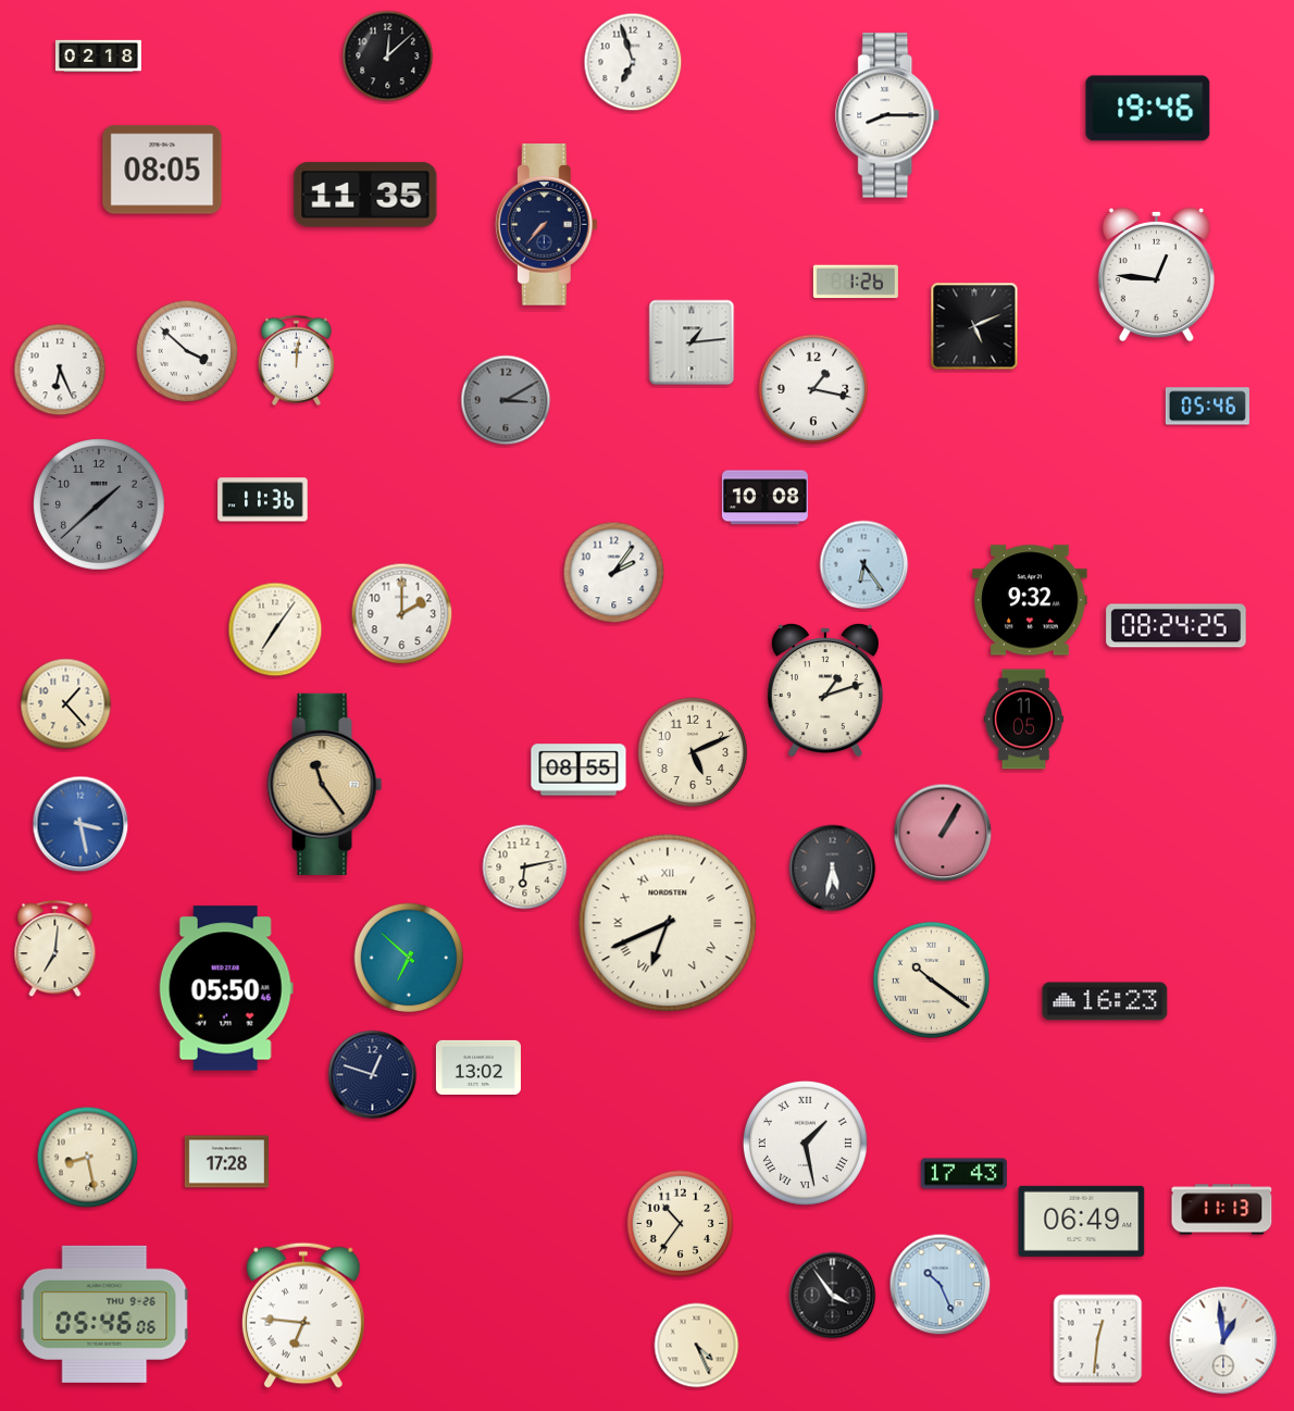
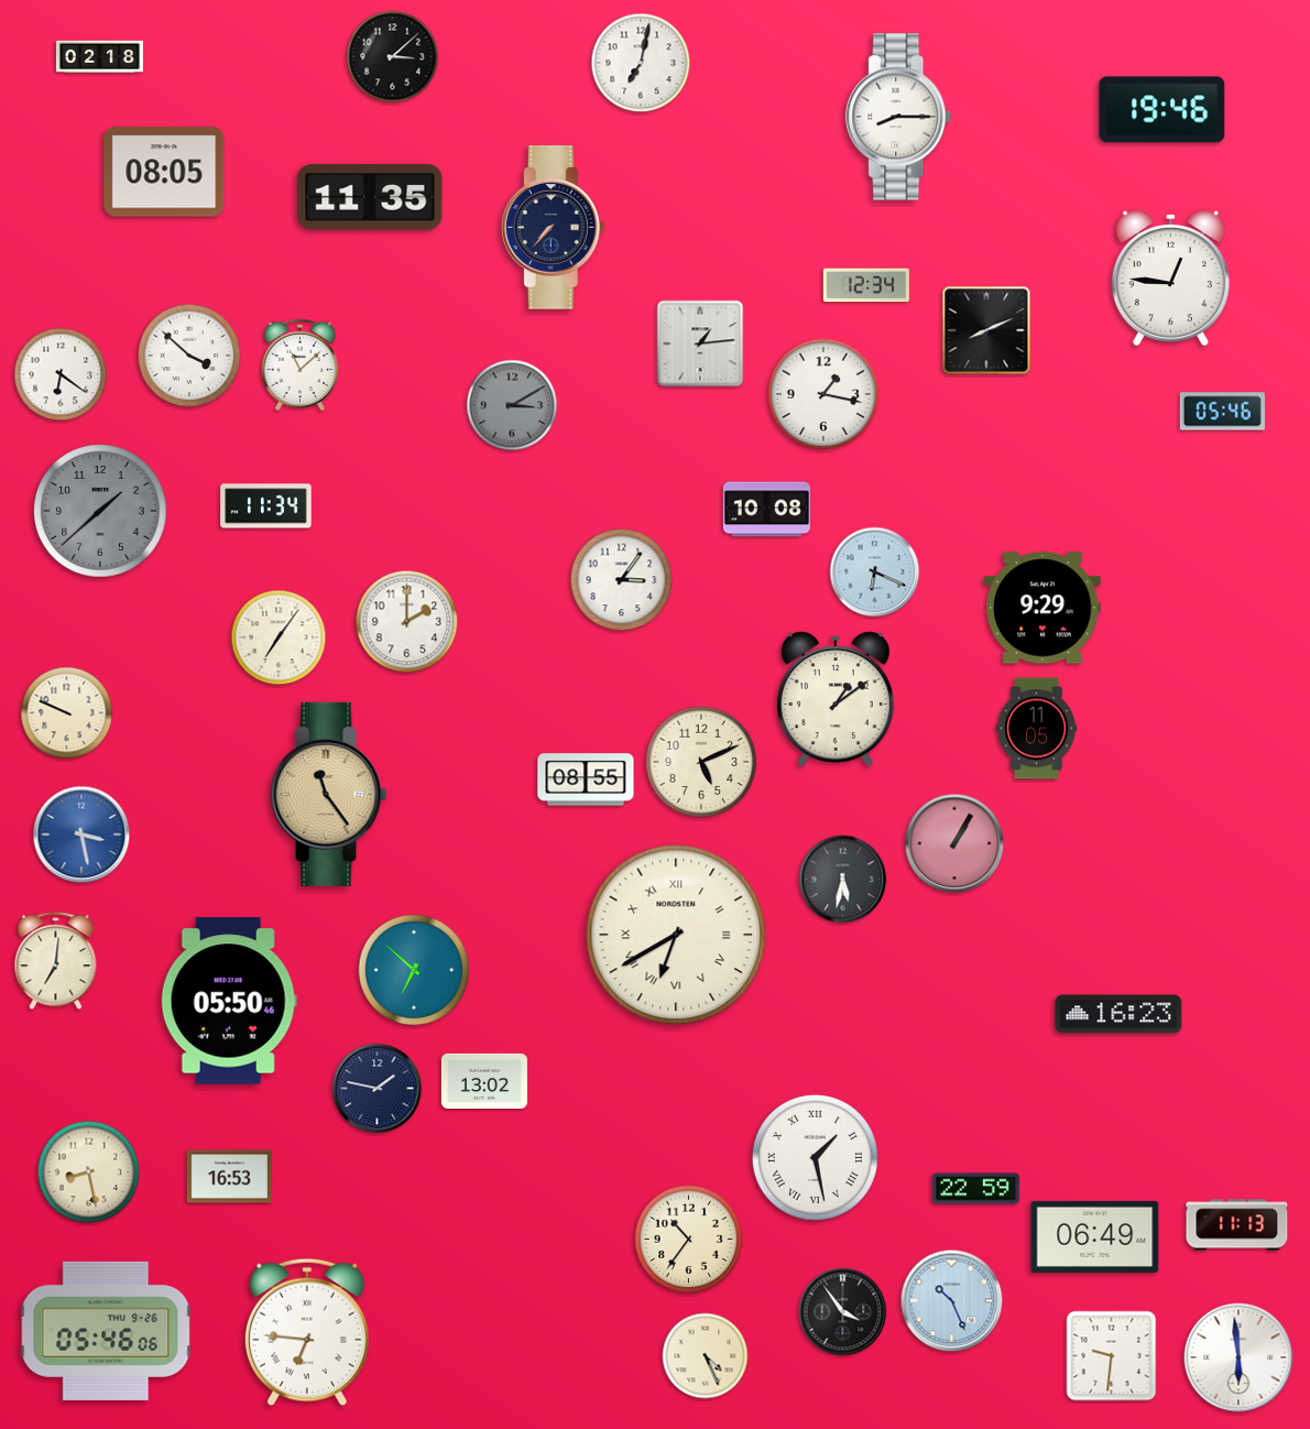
clock at (388, 57): 12:08 -> 3:08
clock at (633, 62): 6:57 -> 7:02
clock at (856, 282): 1:26 -> 12:34
clock at (974, 326): 5:11 -> 8:11
clock at (692, 342) position: (692, 342) -> (700, 343)
clock at (296, 360): 12:01 -> 11:08
clock at (60, 370): 6:26 -> 6:21
clock at (764, 498) position: (764, 498) -> (766, 510)
clock at (263, 500): 11:36 -> 11:34
clock at (864, 565): 6:24 -> 6:19
clock at (614, 573): 2:06 -> 3:06
clock at (1030, 600): 9:32 -> 9:29
clock at (1177, 626): 08:24 -> none
clock at (825, 690): 1:12 -> 1:09
clock at (66, 704): 1:23 -> 9:49
clock at (525, 867): 6:13 -> none
clock at (668, 923): 6:41 -> 6:40
clock at (931, 979): 10:21 -> none
clock at (373, 1075): 12:48 -> 1:47
clock at (226, 1162): 17:28 -> 16:53
clock at (963, 1174): 17:43 -> 22:59
clock at (1098, 1339): 12:31 -> 9:31
clock at (1223, 1340): 12:59 -> 5:59
clock at (697, 1346) position: (697, 1346) -> (706, 1356)
